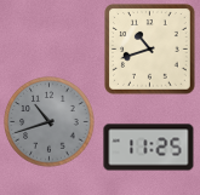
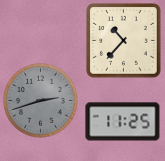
clock at (150, 50): 10:42 -> 10:37
clock at (50, 122): 10:42 -> 2:42
